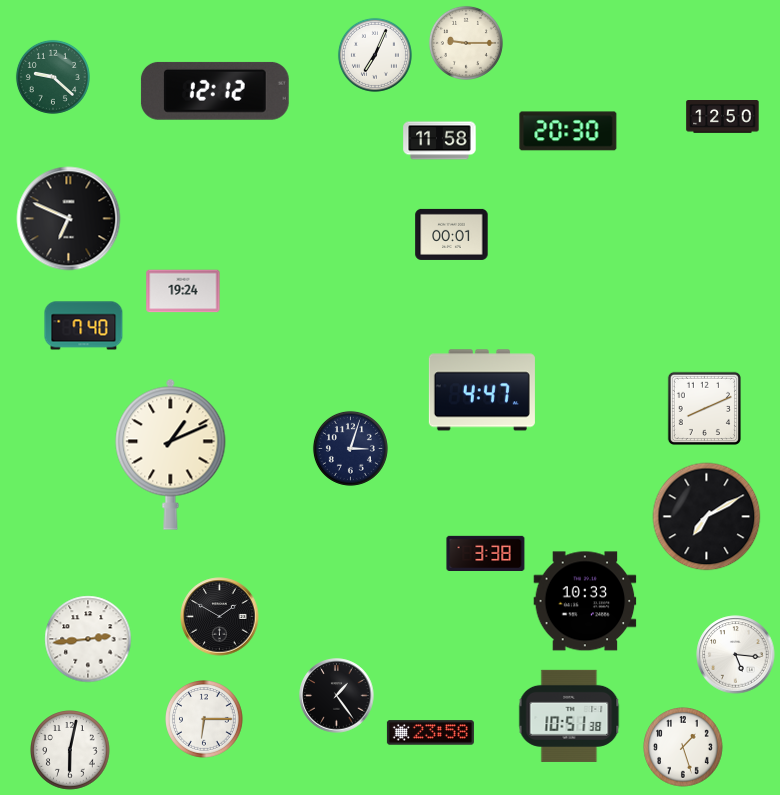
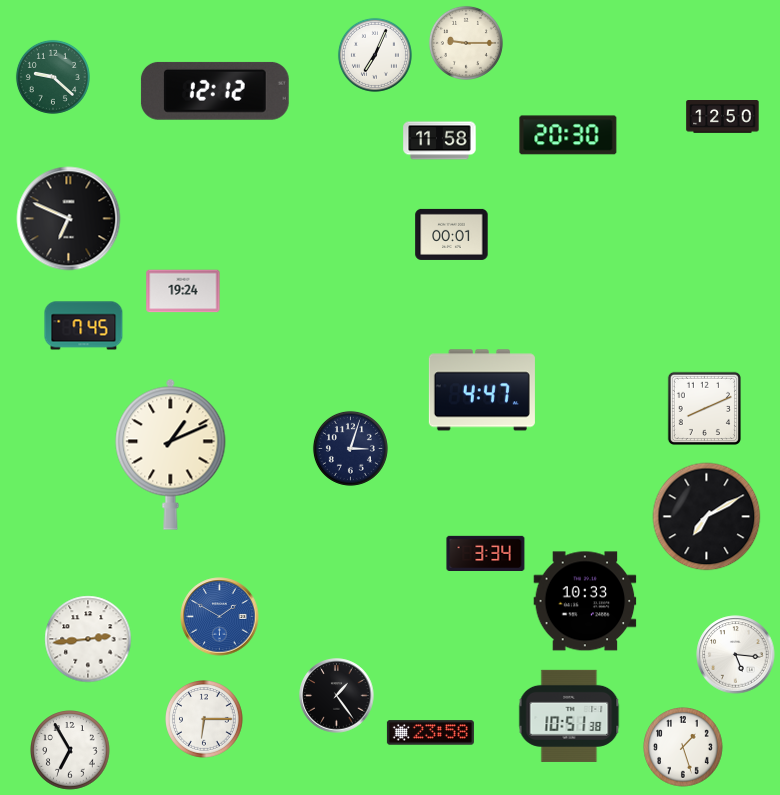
clock at (568, 131) position: (568, 131) -> (568, 135)
clock at (84, 326): 7:40 -> 7:45
clock at (486, 553): 3:38 -> 3:34
clock at (220, 617) dial: black -> blue
clock at (70, 750): 6:02 -> 6:55
